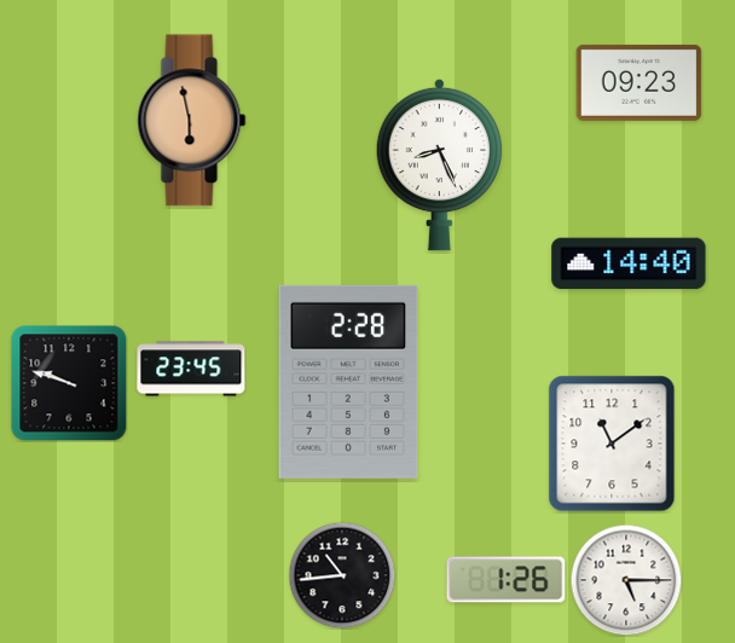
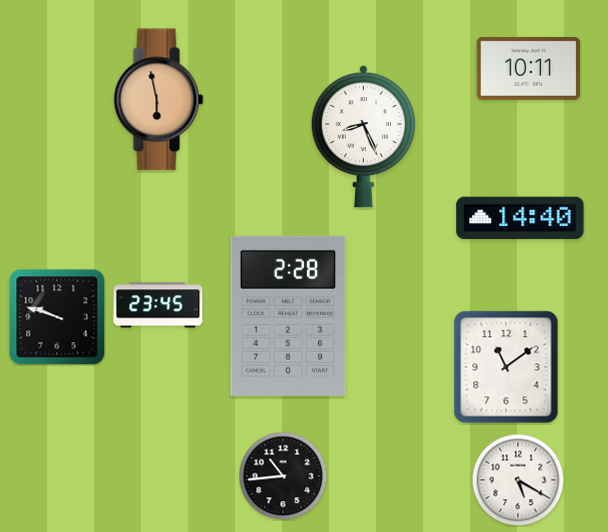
clock at (639, 82): 09:23 -> 10:11
clock at (507, 580): 1:26 -> none
clock at (626, 580): 5:15 -> 5:20
